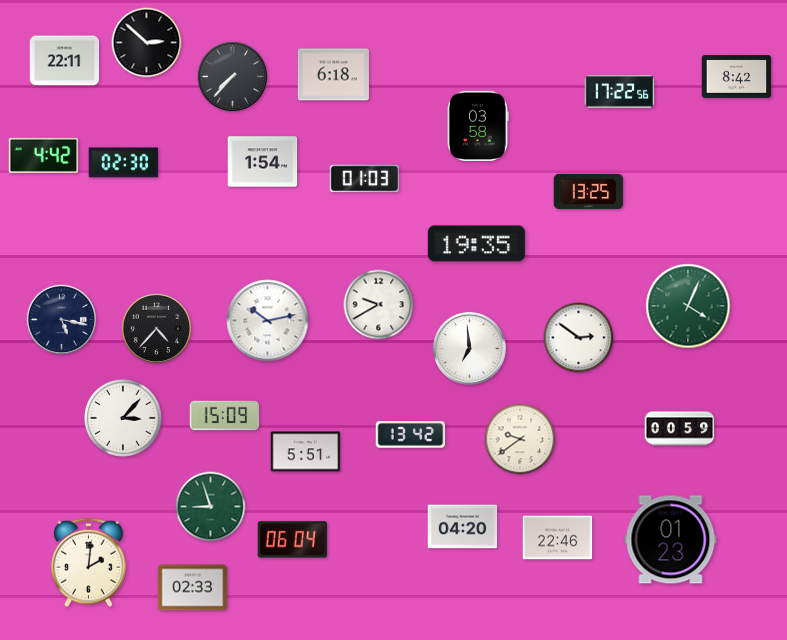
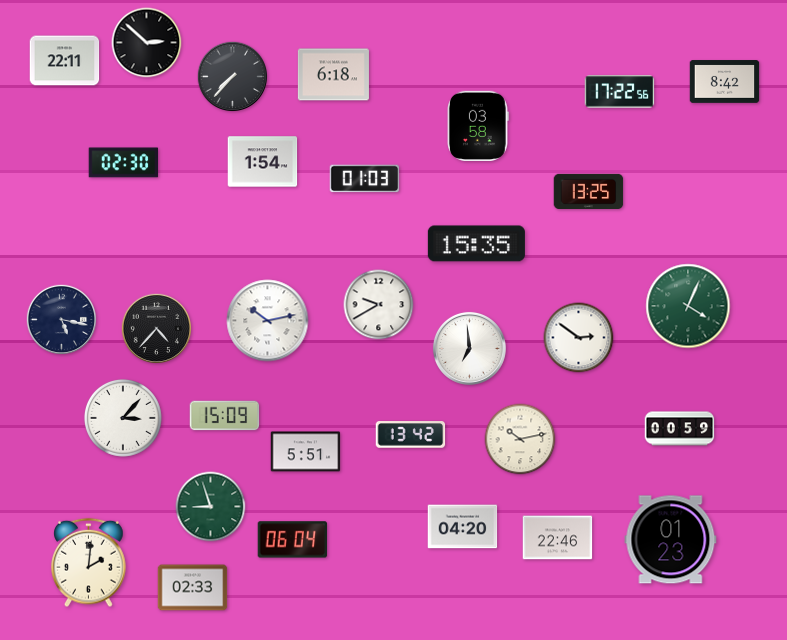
clock at (737, 77) position: (737, 77) -> (725, 82)
clock at (44, 155): 4:42 -> none
clock at (476, 244): 19:35 -> 15:35
clock at (520, 439): 9:39 -> 10:13
